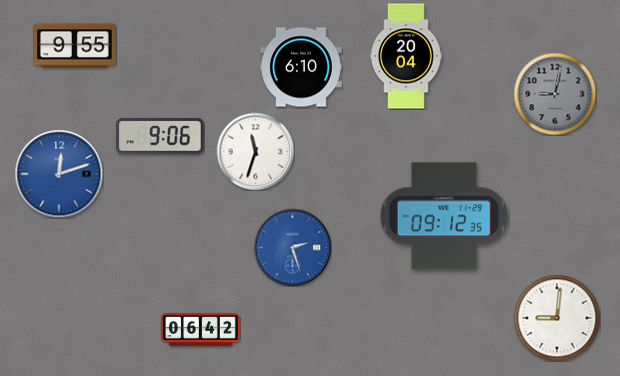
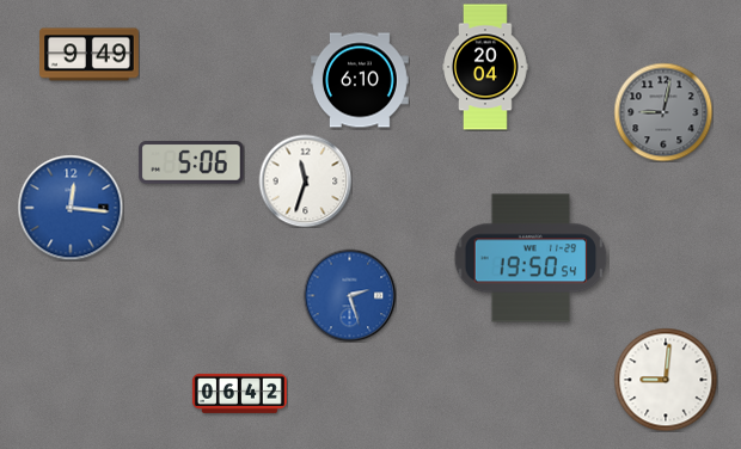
clock at (75, 46): 9:55 -> 9:49
clock at (160, 136): 9:06 -> 5:06
clock at (59, 174): 12:12 -> 12:16
clock at (444, 216): 09:12 -> 19:50
